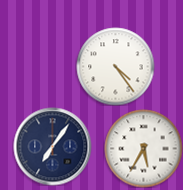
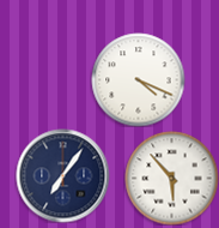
clock at (115, 66): 4:24 -> 4:19
clock at (143, 148): 5:35 -> 5:53
